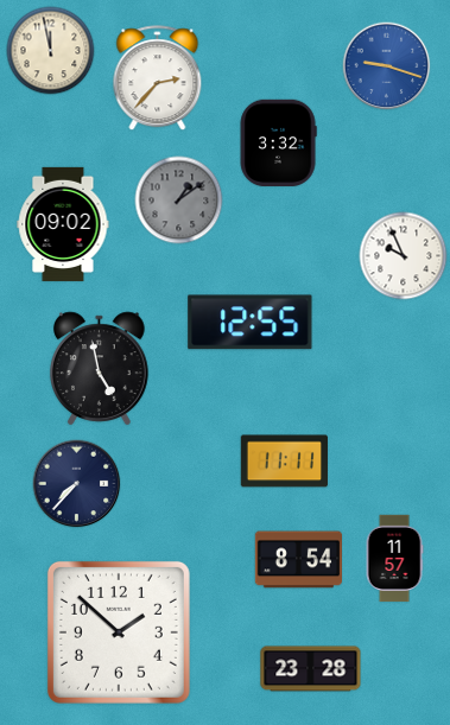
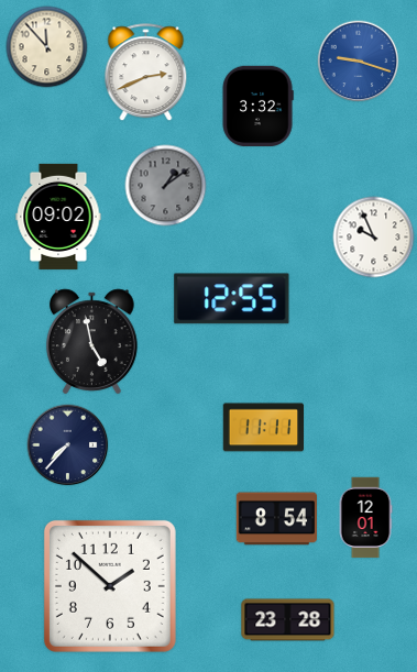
clock at (51, 51): 11:58 -> 11:53
clock at (158, 78): 2:37 -> 2:41
clock at (278, 142) position: (278, 142) -> (257, 106)
clock at (63, 224) position: (63, 224) -> (58, 217)
clock at (77, 484) position: (77, 484) -> (68, 445)
clock at (394, 559): 11:57 -> 12:01
